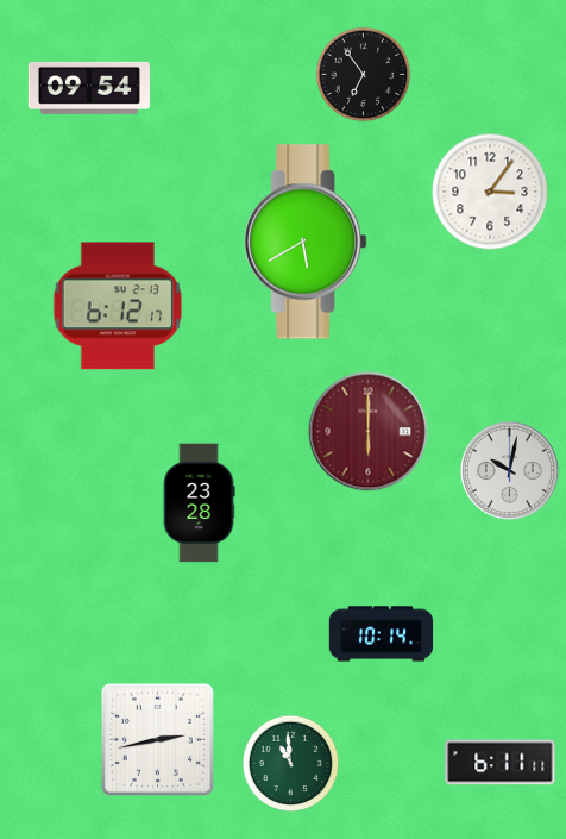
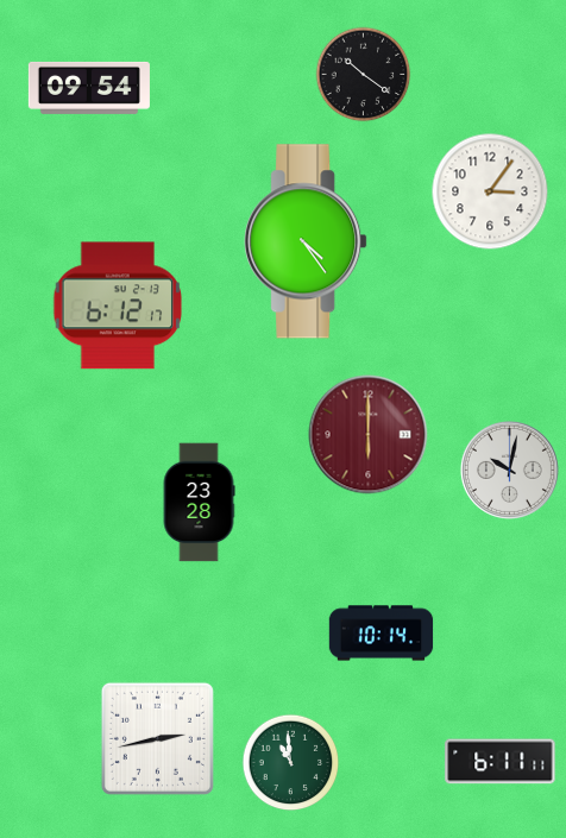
clock at (364, 75): 6:54 -> 10:21
clock at (306, 242): 5:40 -> 4:24
clock at (369, 432) position: (369, 432) -> (369, 435)
